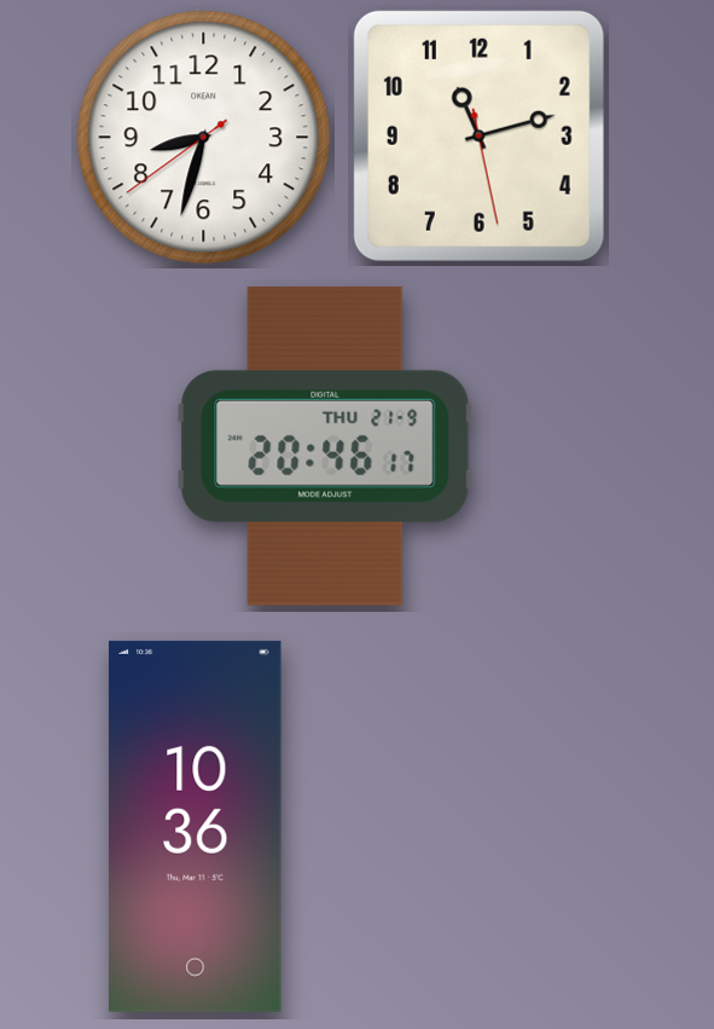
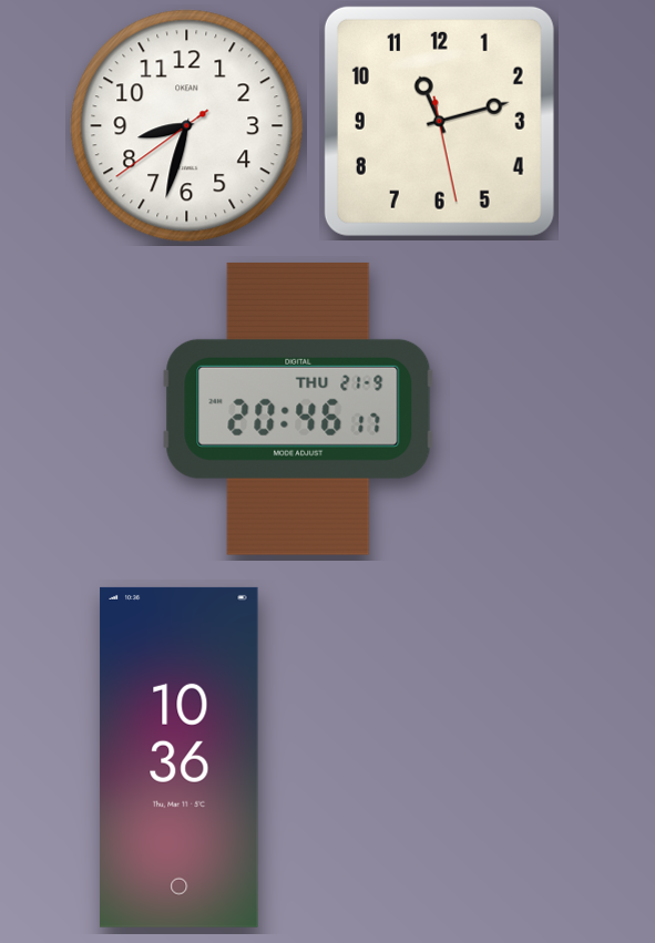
clock at (478, 135) position: (478, 135) -> (439, 121)
